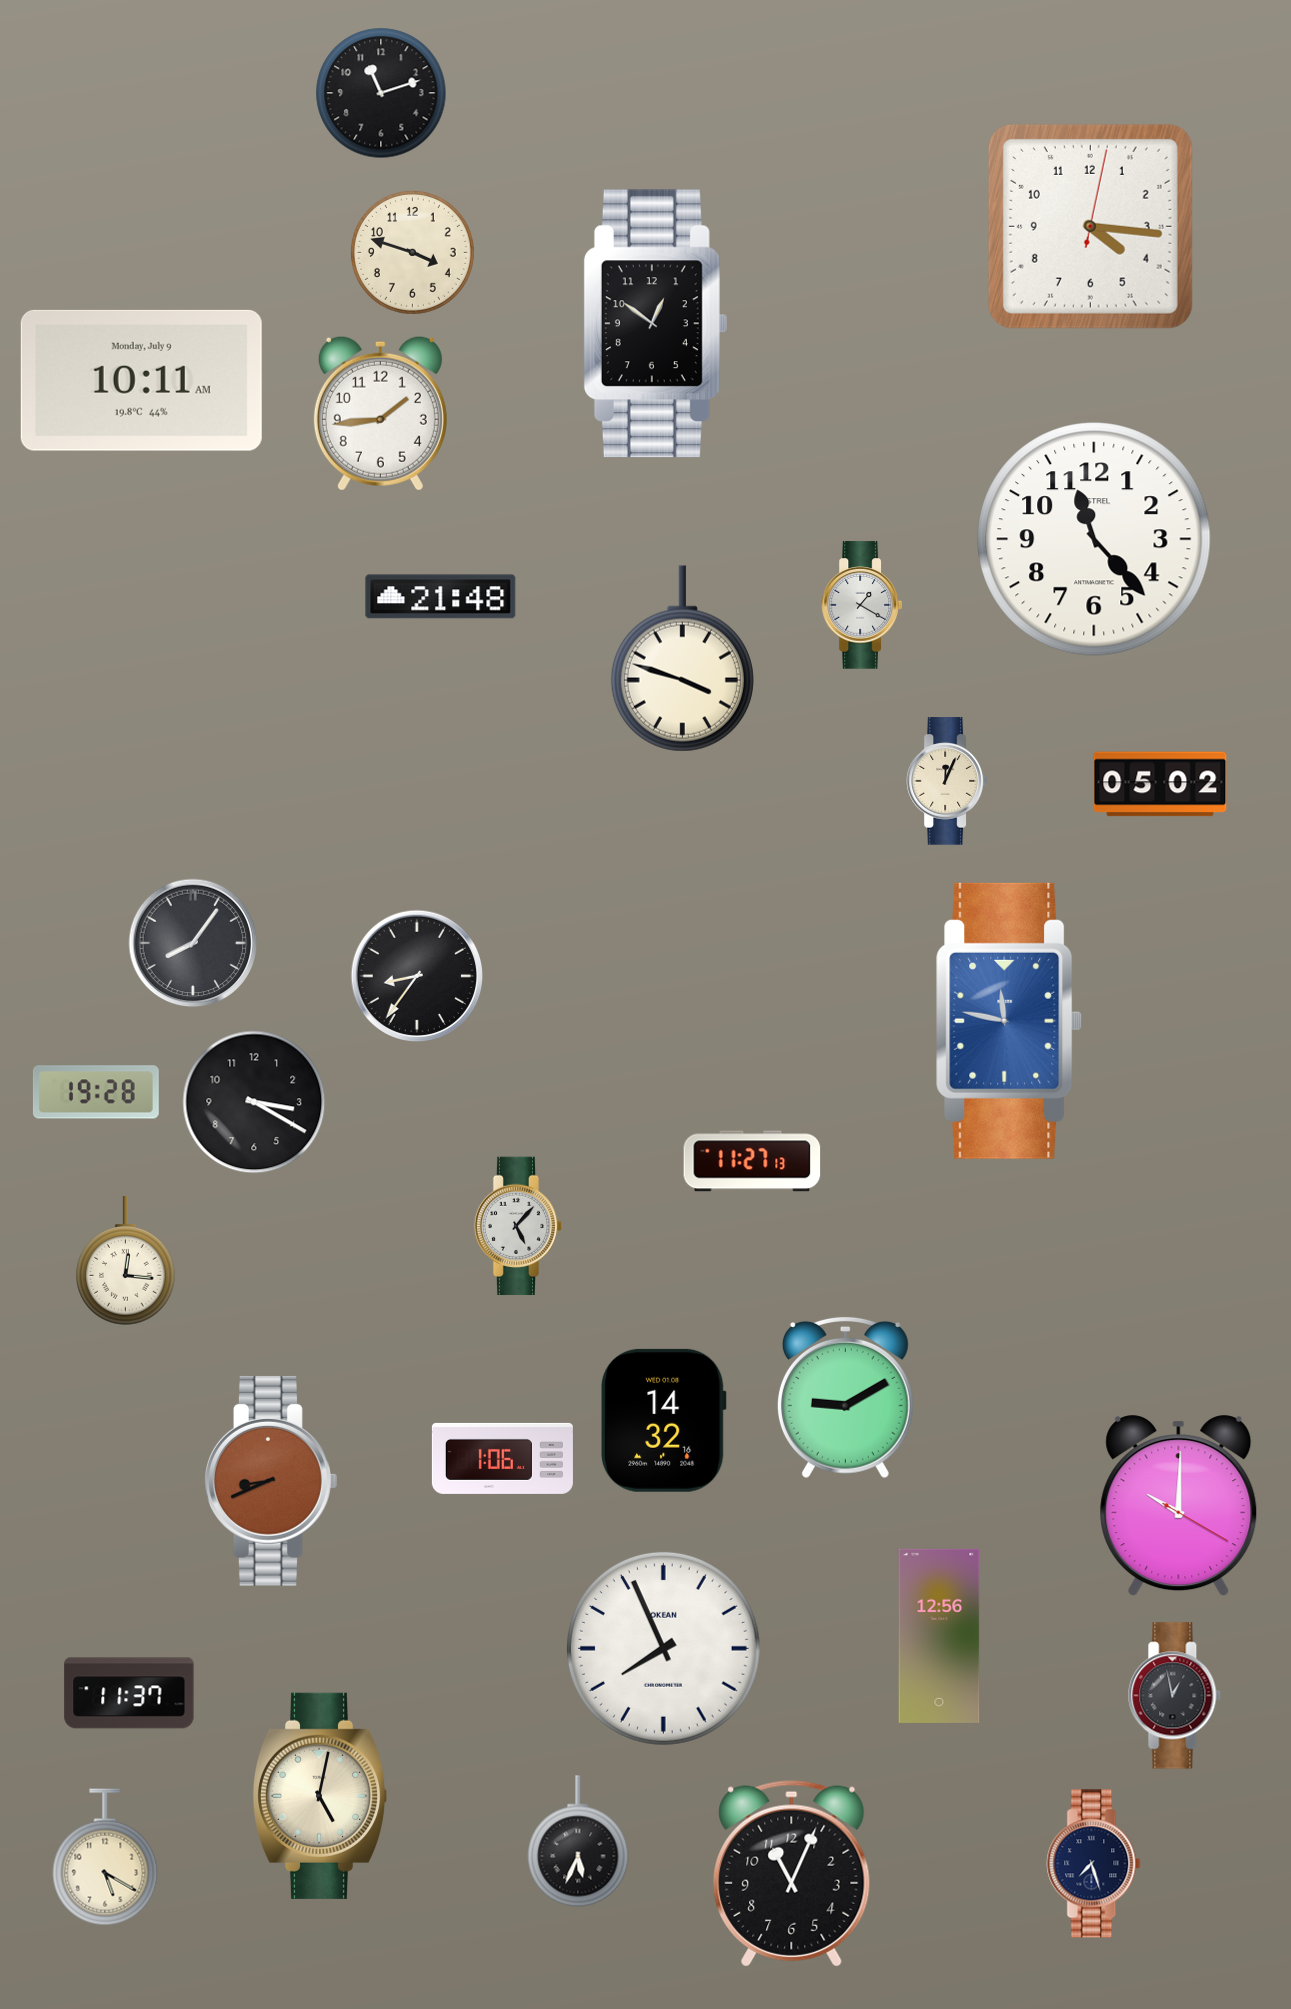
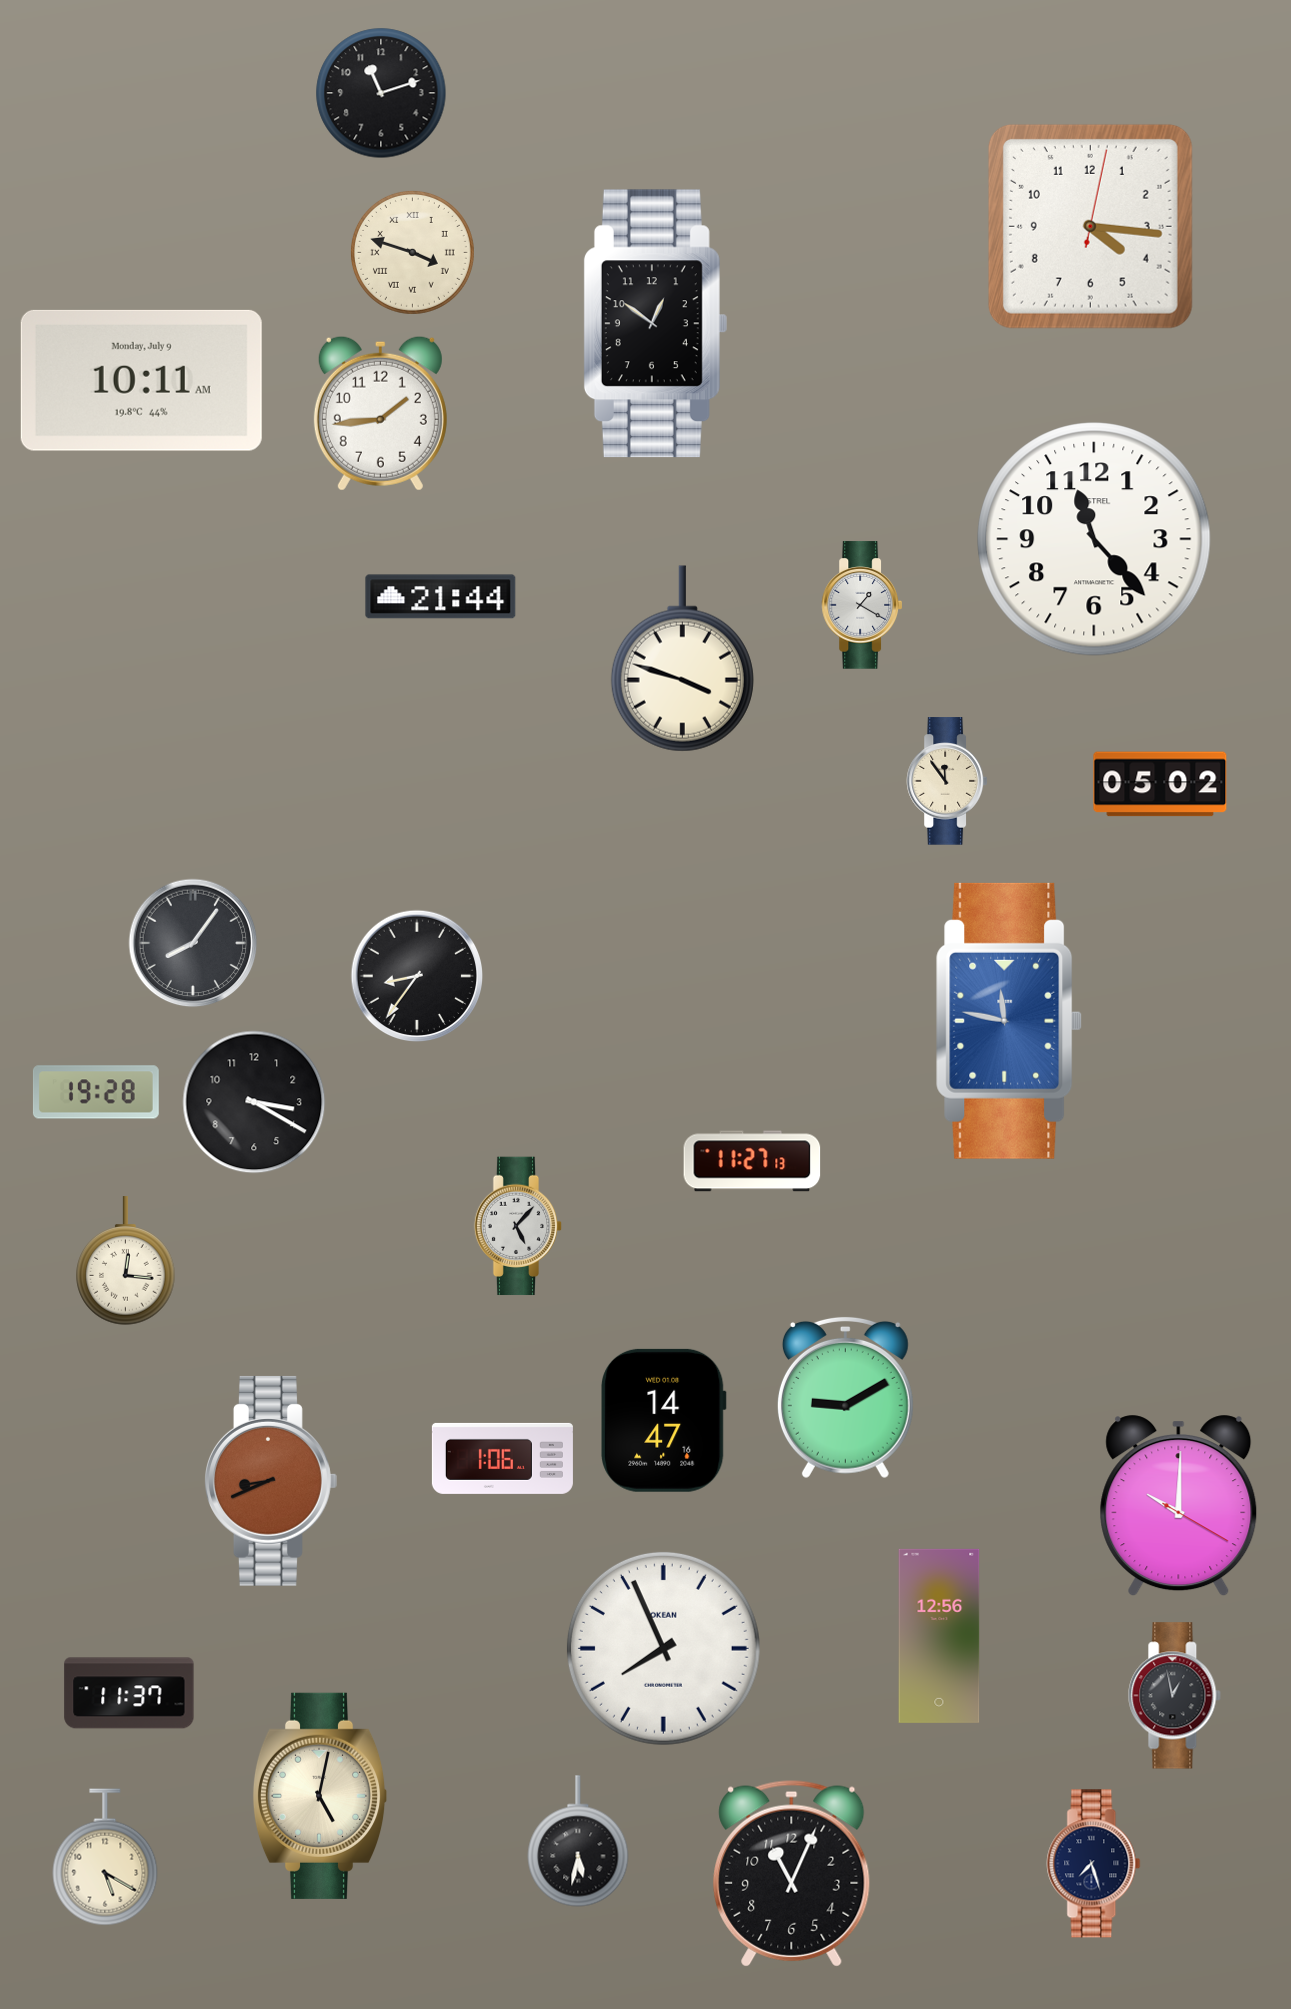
clock at (412, 252) numerals: Arabic -> Roman
clock at (441, 597): 21:48 -> 21:44
clock at (946, 781): 12:04 -> 11:54
clock at (664, 1420): 14:32 -> 14:47
clock at (578, 1841): 5:34 -> 5:32
